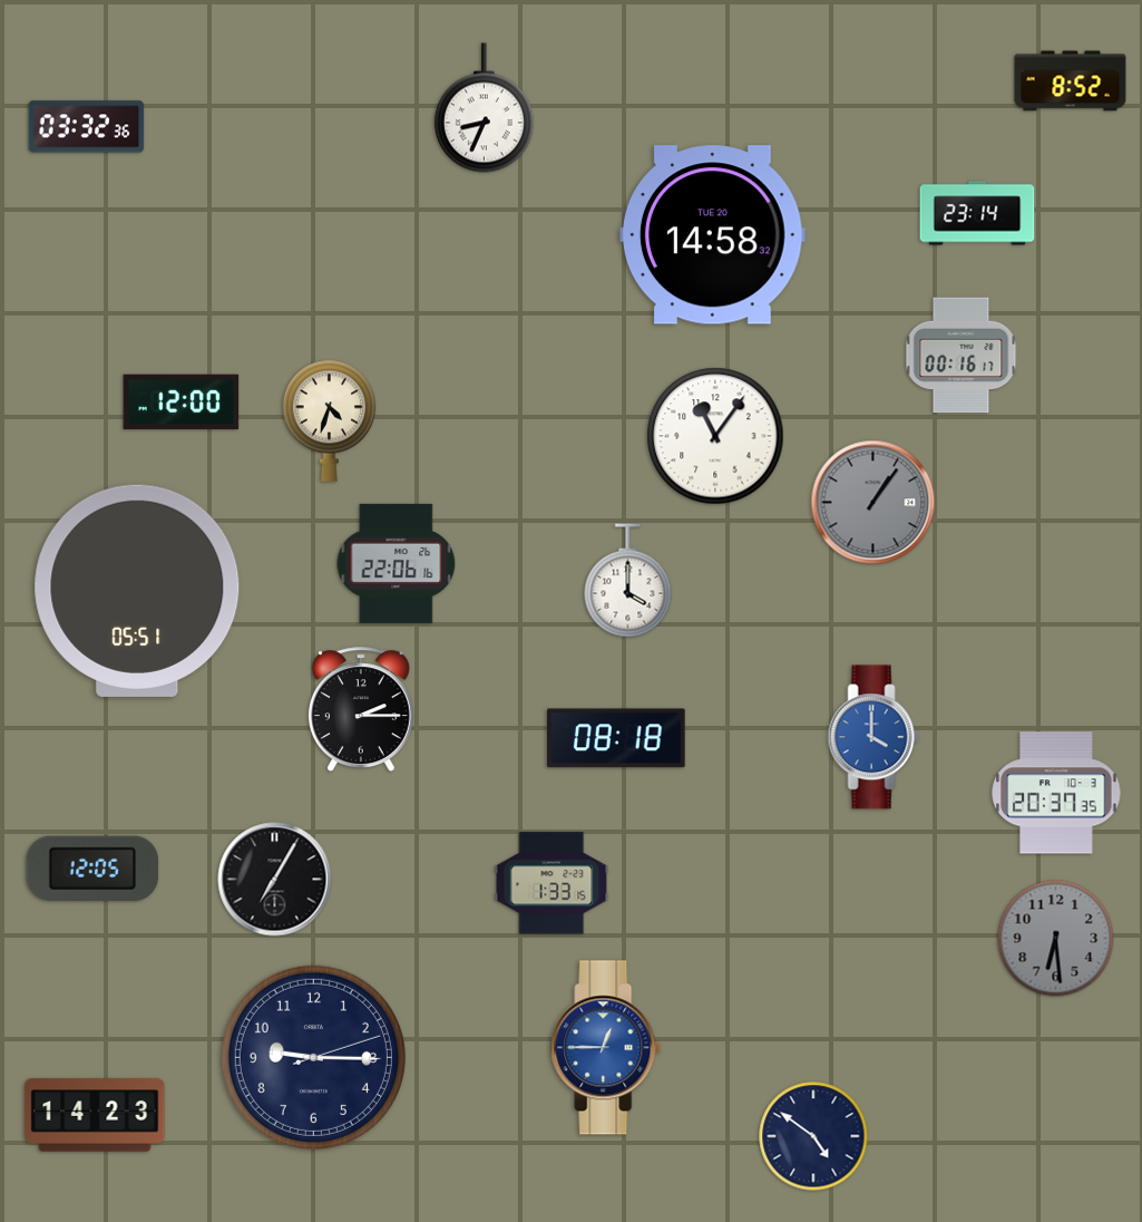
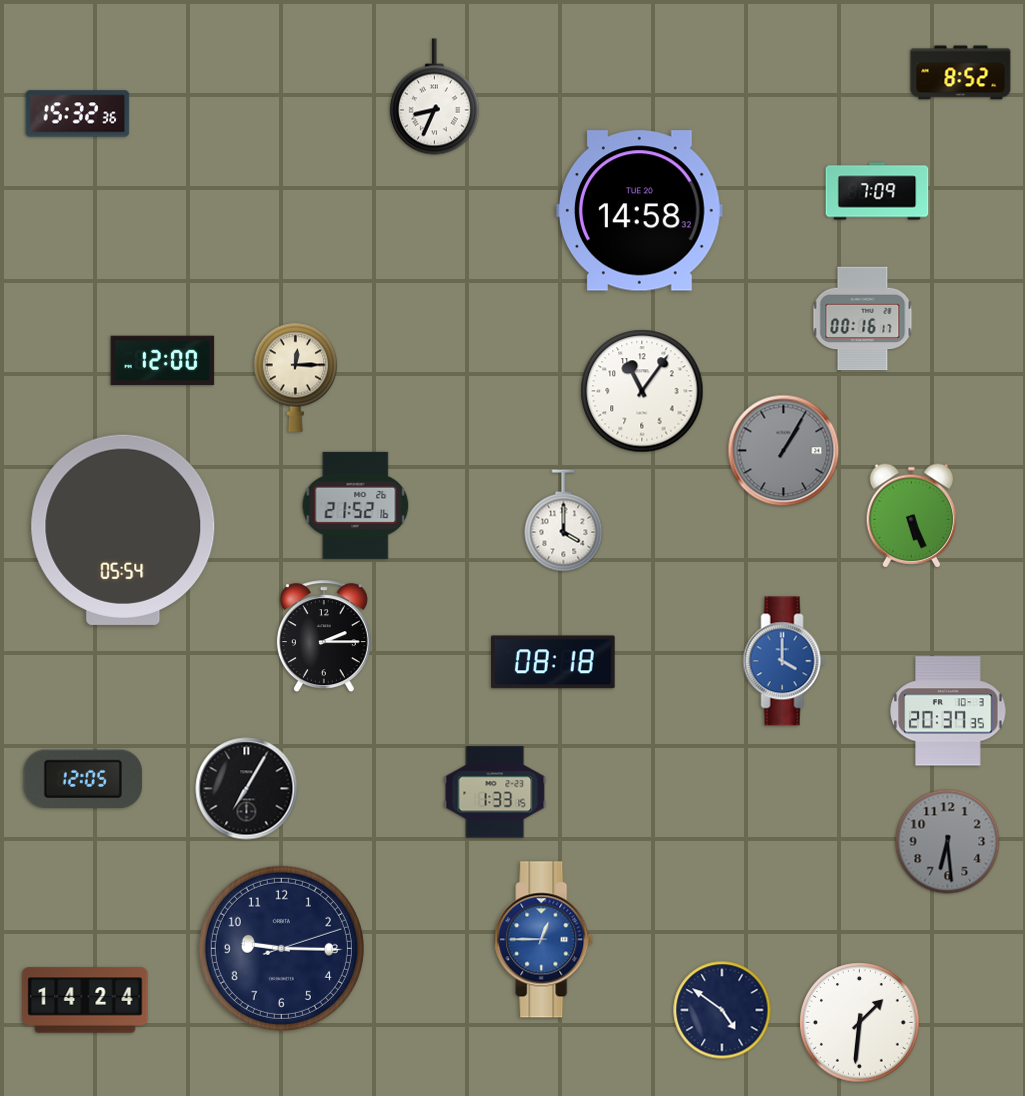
clock at (87, 127): 03:32 -> 15:32
clock at (977, 213): 23:14 -> 7:09
clock at (330, 420): 4:33 -> 12:15
clock at (873, 503): 1:06 -> 1:05
clock at (397, 563): 22:06 -> 21:52
clock at (912, 516): none -> 5:26
clock at (137, 591): 05:51 -> 05:54
clock at (95, 1115): 14:23 -> 14:24
clock at (813, 1136) position: (813, 1136) -> (722, 1010)
clock at (860, 1023): none -> 1:31
